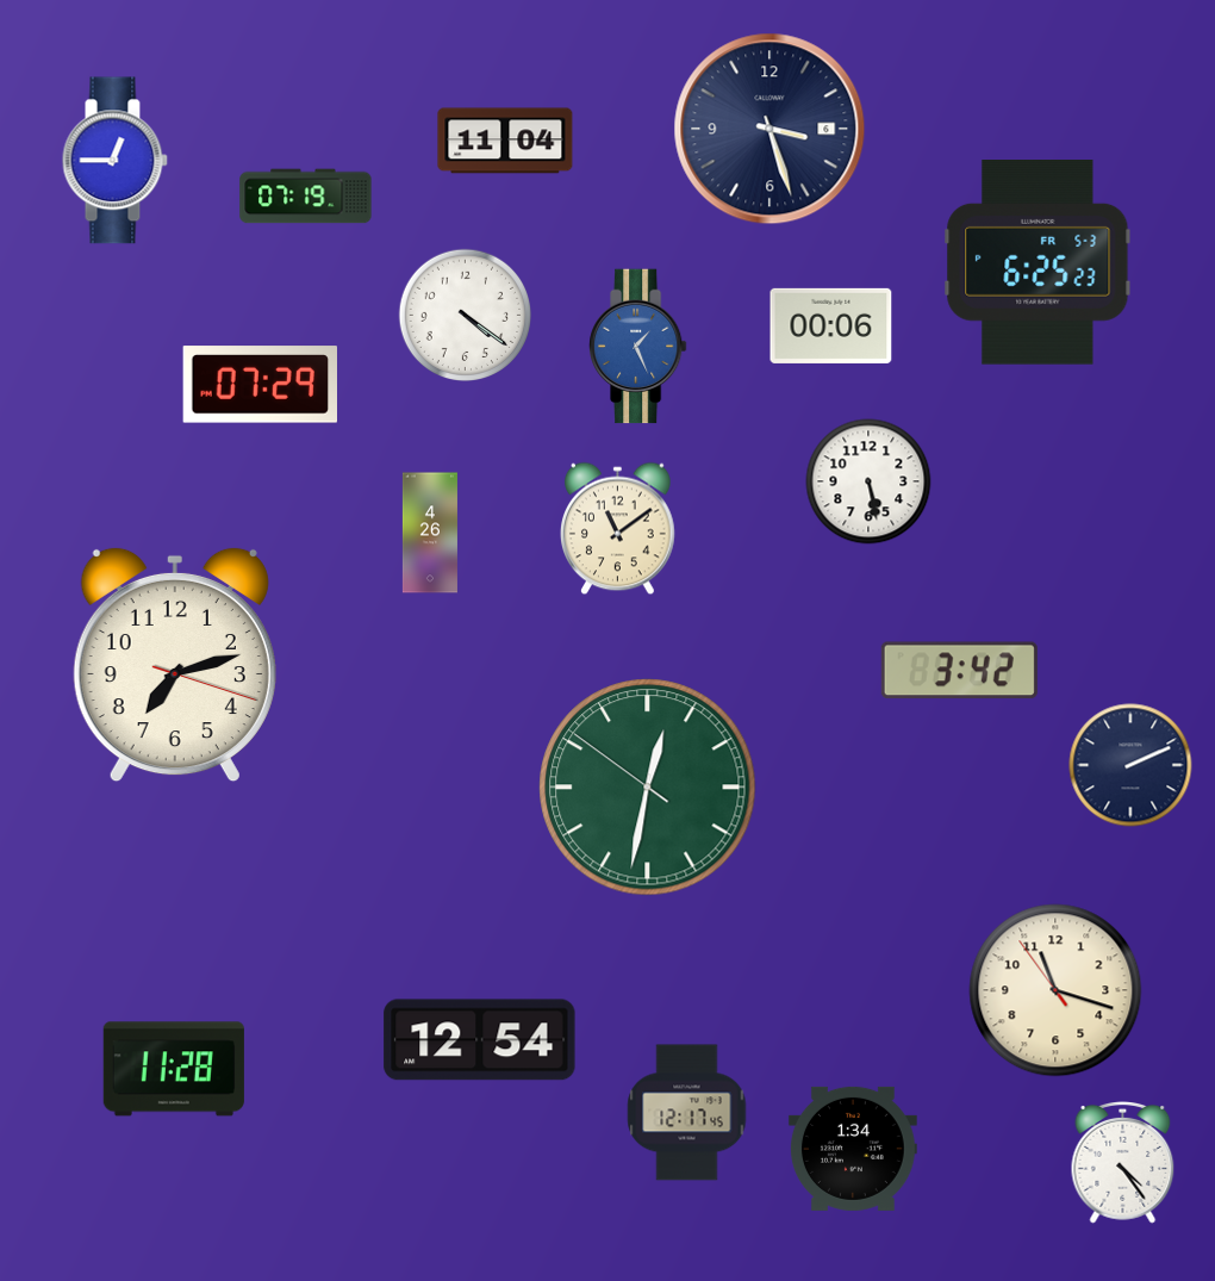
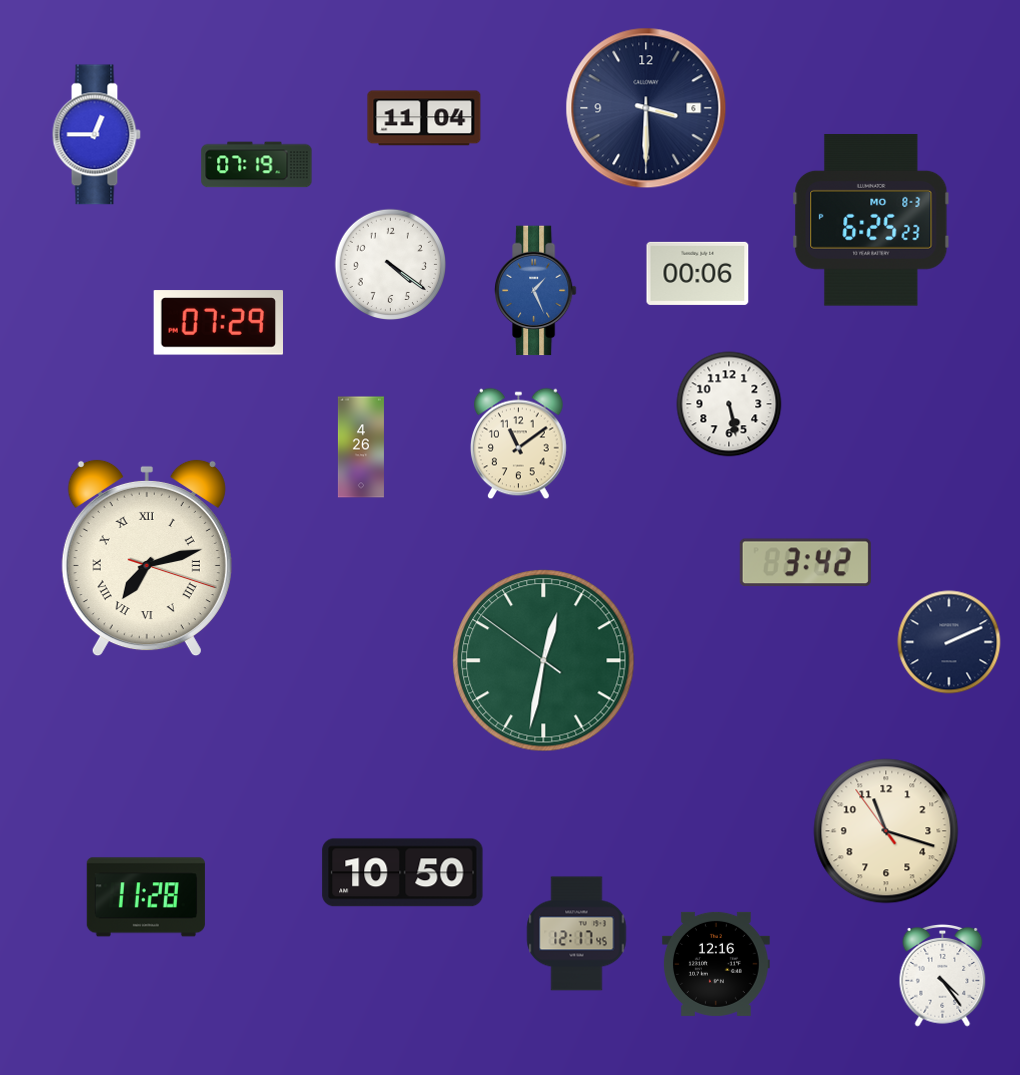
clock at (769, 129): 3:27 -> 3:30
clock at (1038, 263) date: FR 5-3 -> MO 8-3
clock at (175, 665) numerals: Arabic -> Roman
clock at (480, 1040): 12:54 -> 10:50
clock at (853, 1149): 1:34 -> 12:16
